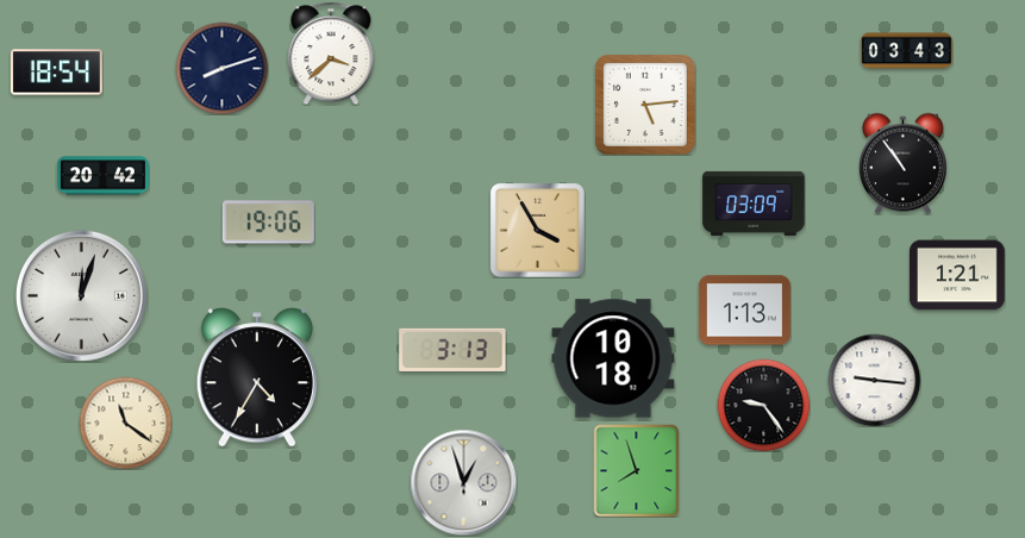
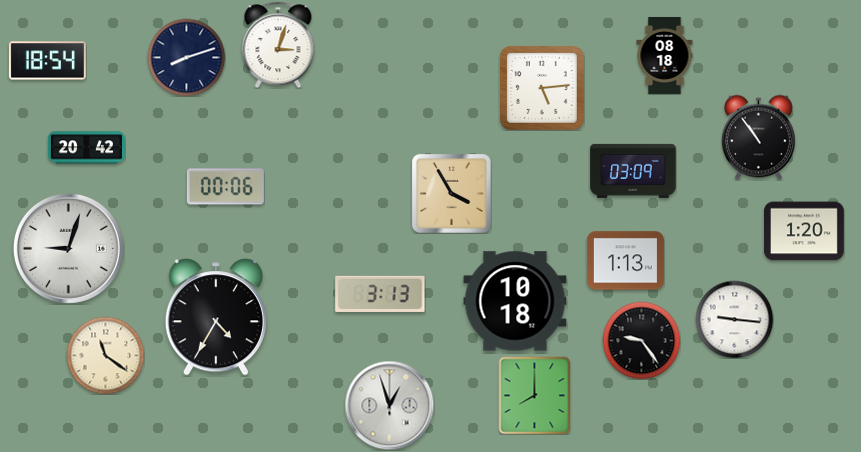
clock at (906, 51): 03:43 -> none
clock at (331, 54): 3:38 -> 3:03
clock at (665, 55): none -> 08:18
clock at (268, 223): 19:06 -> 00:06
clock at (958, 275): 1:21 -> 1:20
clock at (81, 295): 12:03 -> 9:03
clock at (637, 470): 7:57 -> 8:00
